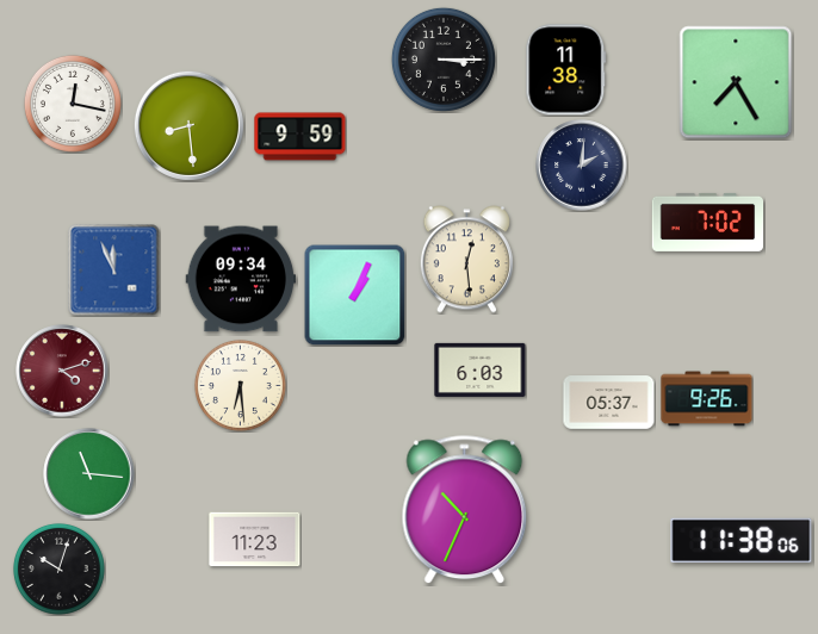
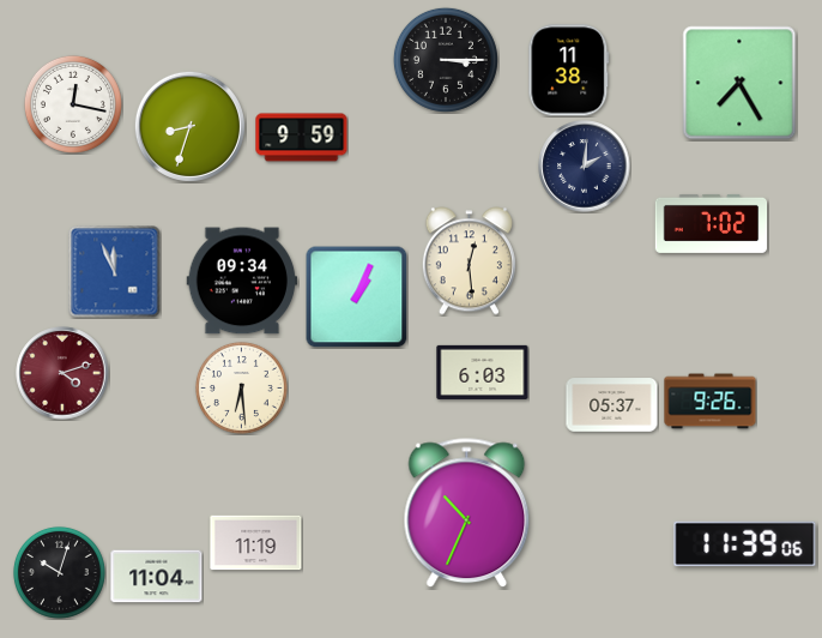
clock at (188, 125): 8:29 -> 8:33
clock at (89, 474): 11:16 -> none
clock at (255, 540): 11:23 -> 11:19
clock at (742, 541): 11:38 -> 11:39
clock at (157, 577): none -> 11:04
